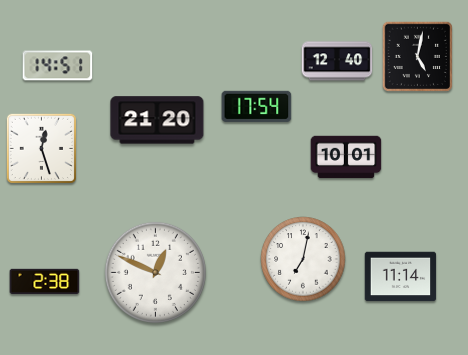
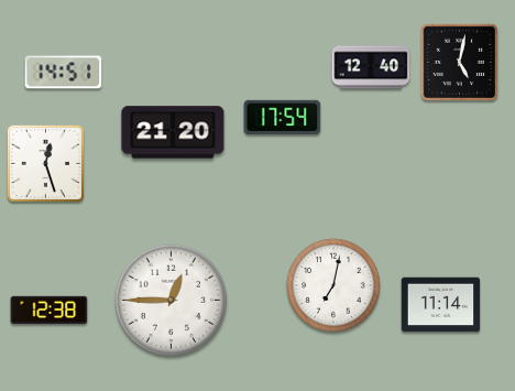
clock at (346, 157): 10:01 -> none
clock at (155, 272): 12:49 -> 12:45
clock at (45, 282): 2:38 -> 12:38
